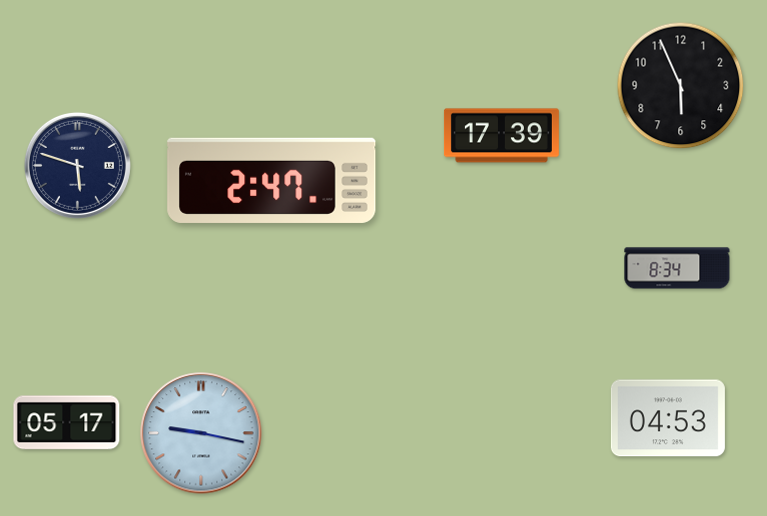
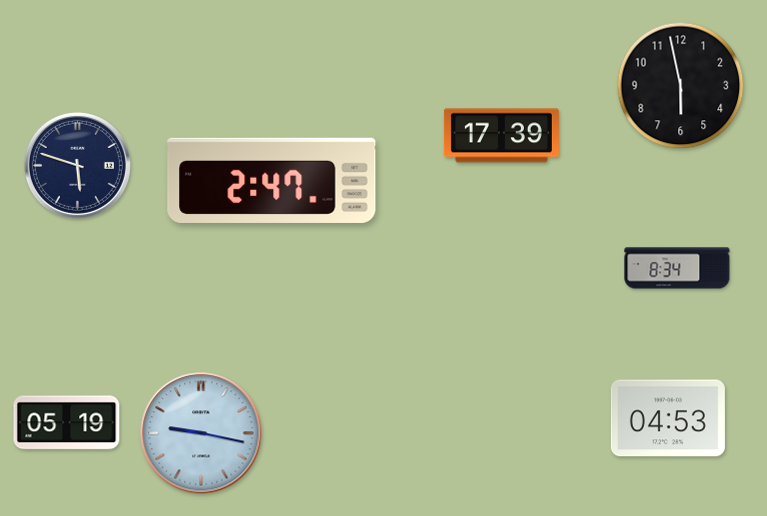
clock at (681, 86): 5:56 -> 5:58
clock at (67, 423): 05:17 -> 05:19
